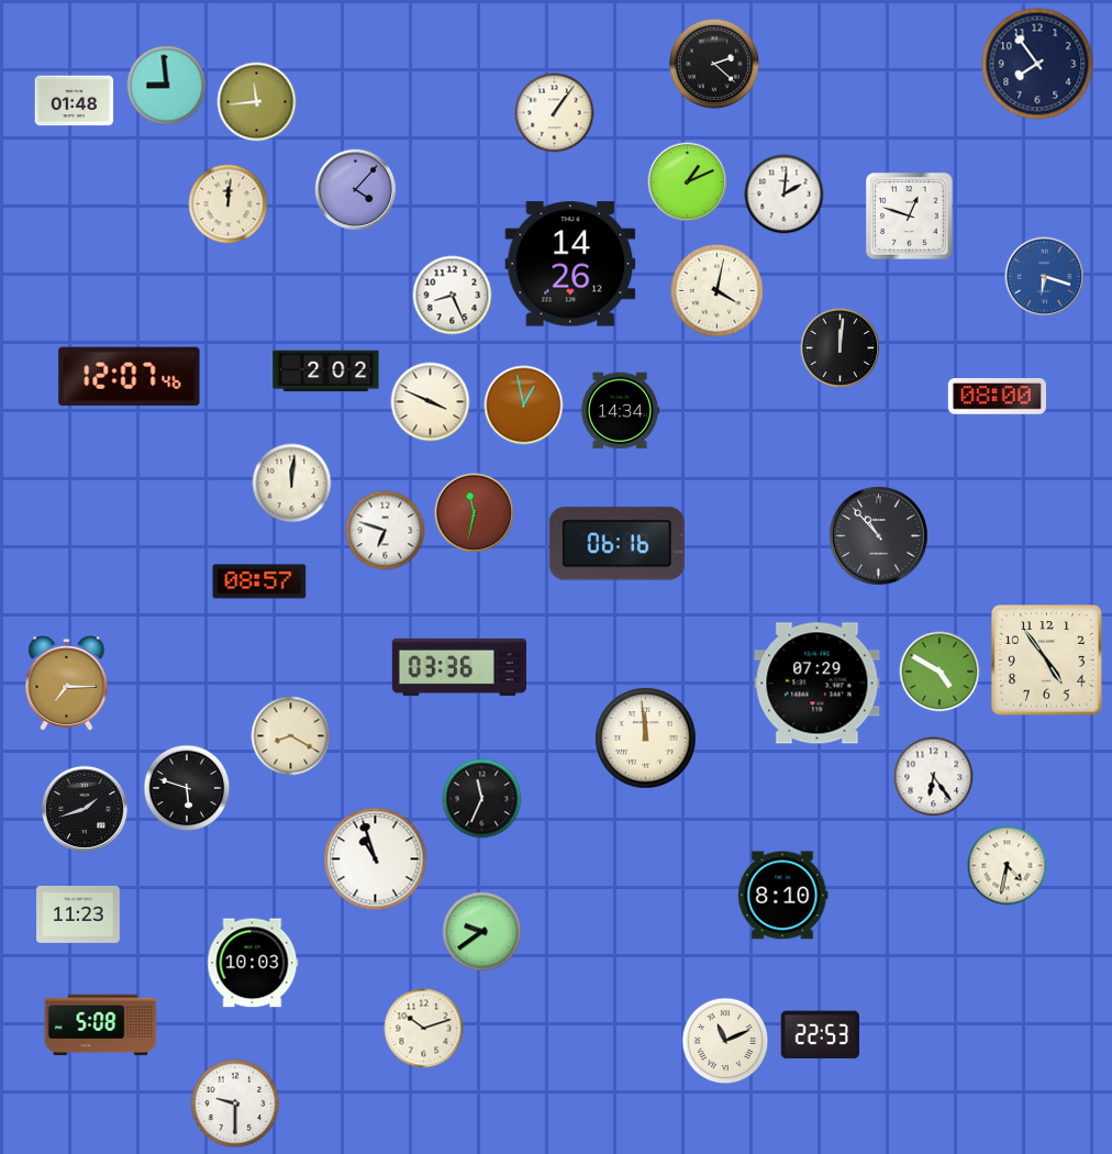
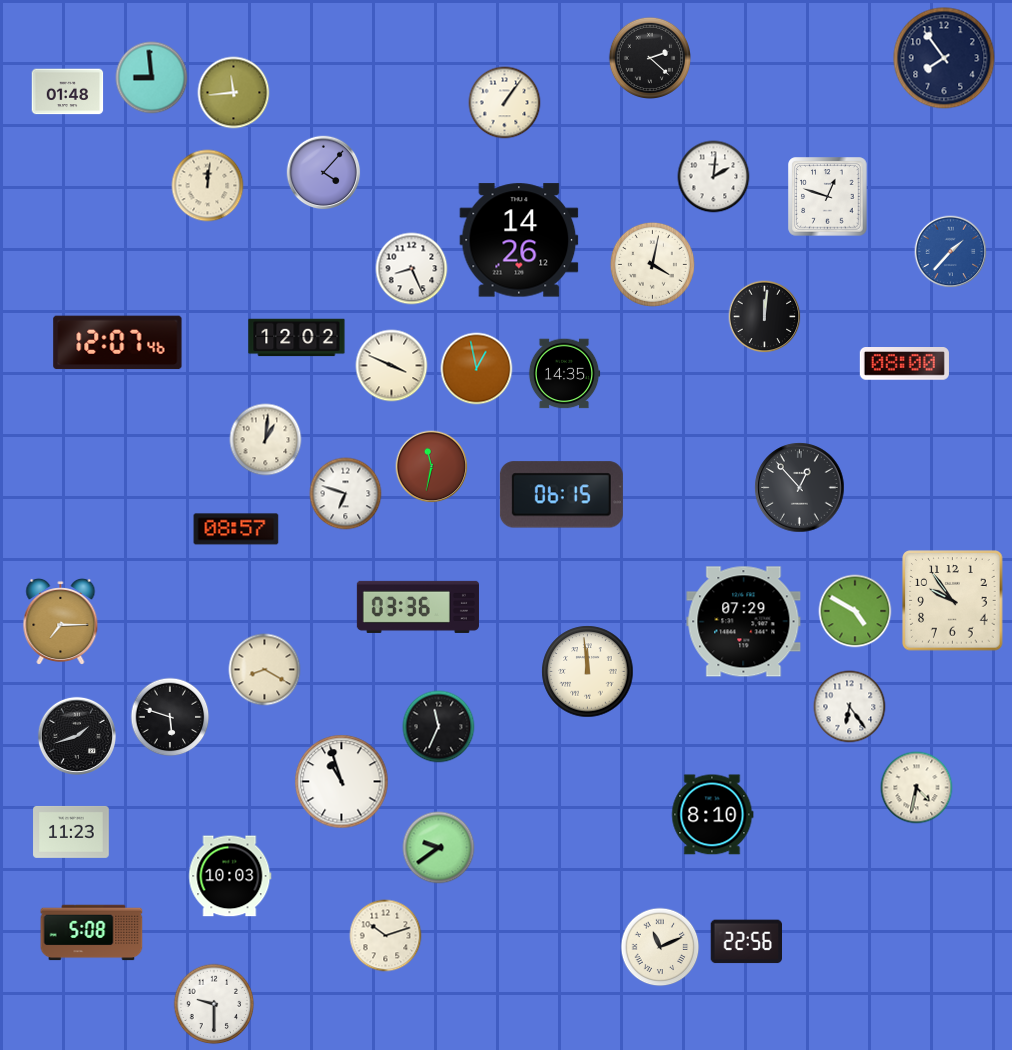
clock at (688, 182): 1:11 -> none
clock at (1045, 277): 6:18 -> 1:37
clock at (326, 371): 2:02 -> 12:02
clock at (997, 397) position: (997, 397) -> (904, 364)
clock at (620, 411): 14:34 -> 14:35
clock at (292, 484): 12:01 -> 1:01
clock at (386, 531) position: (386, 531) -> (346, 494)
clock at (879, 536): 10:53 -> 12:53
clock at (616, 544): 06:16 -> 06:15
clock at (1047, 661): 4:54 -> 9:54
clock at (821, 1035): 22:53 -> 22:56
